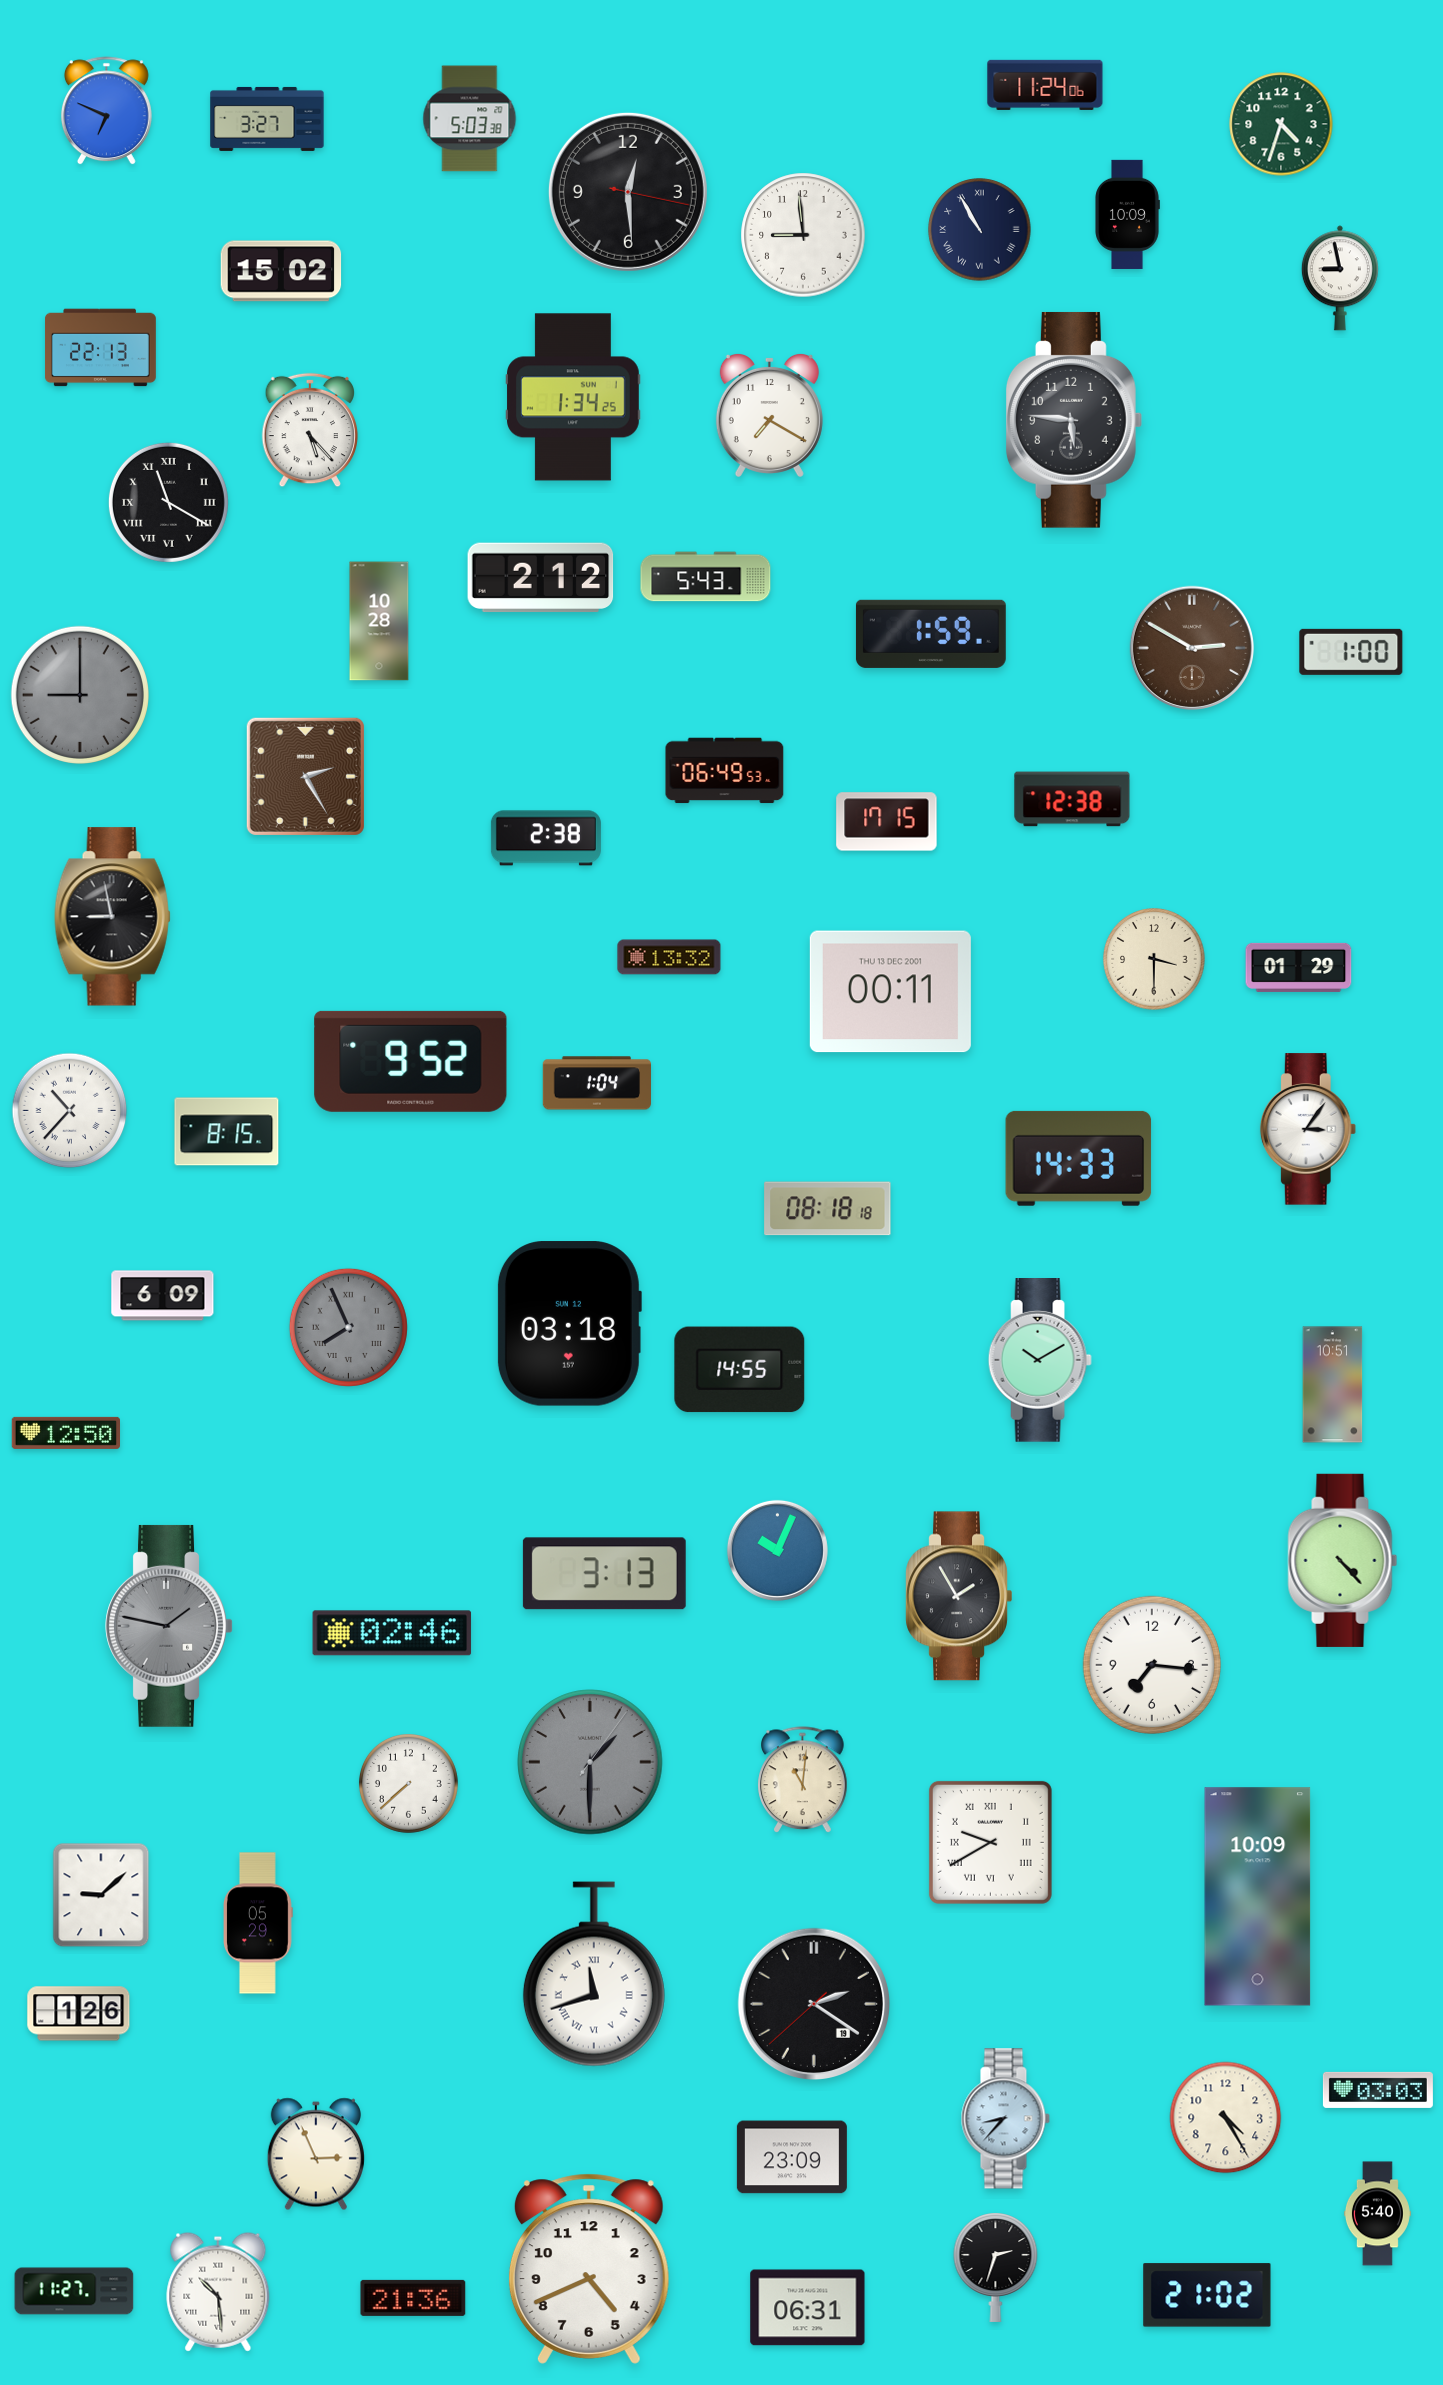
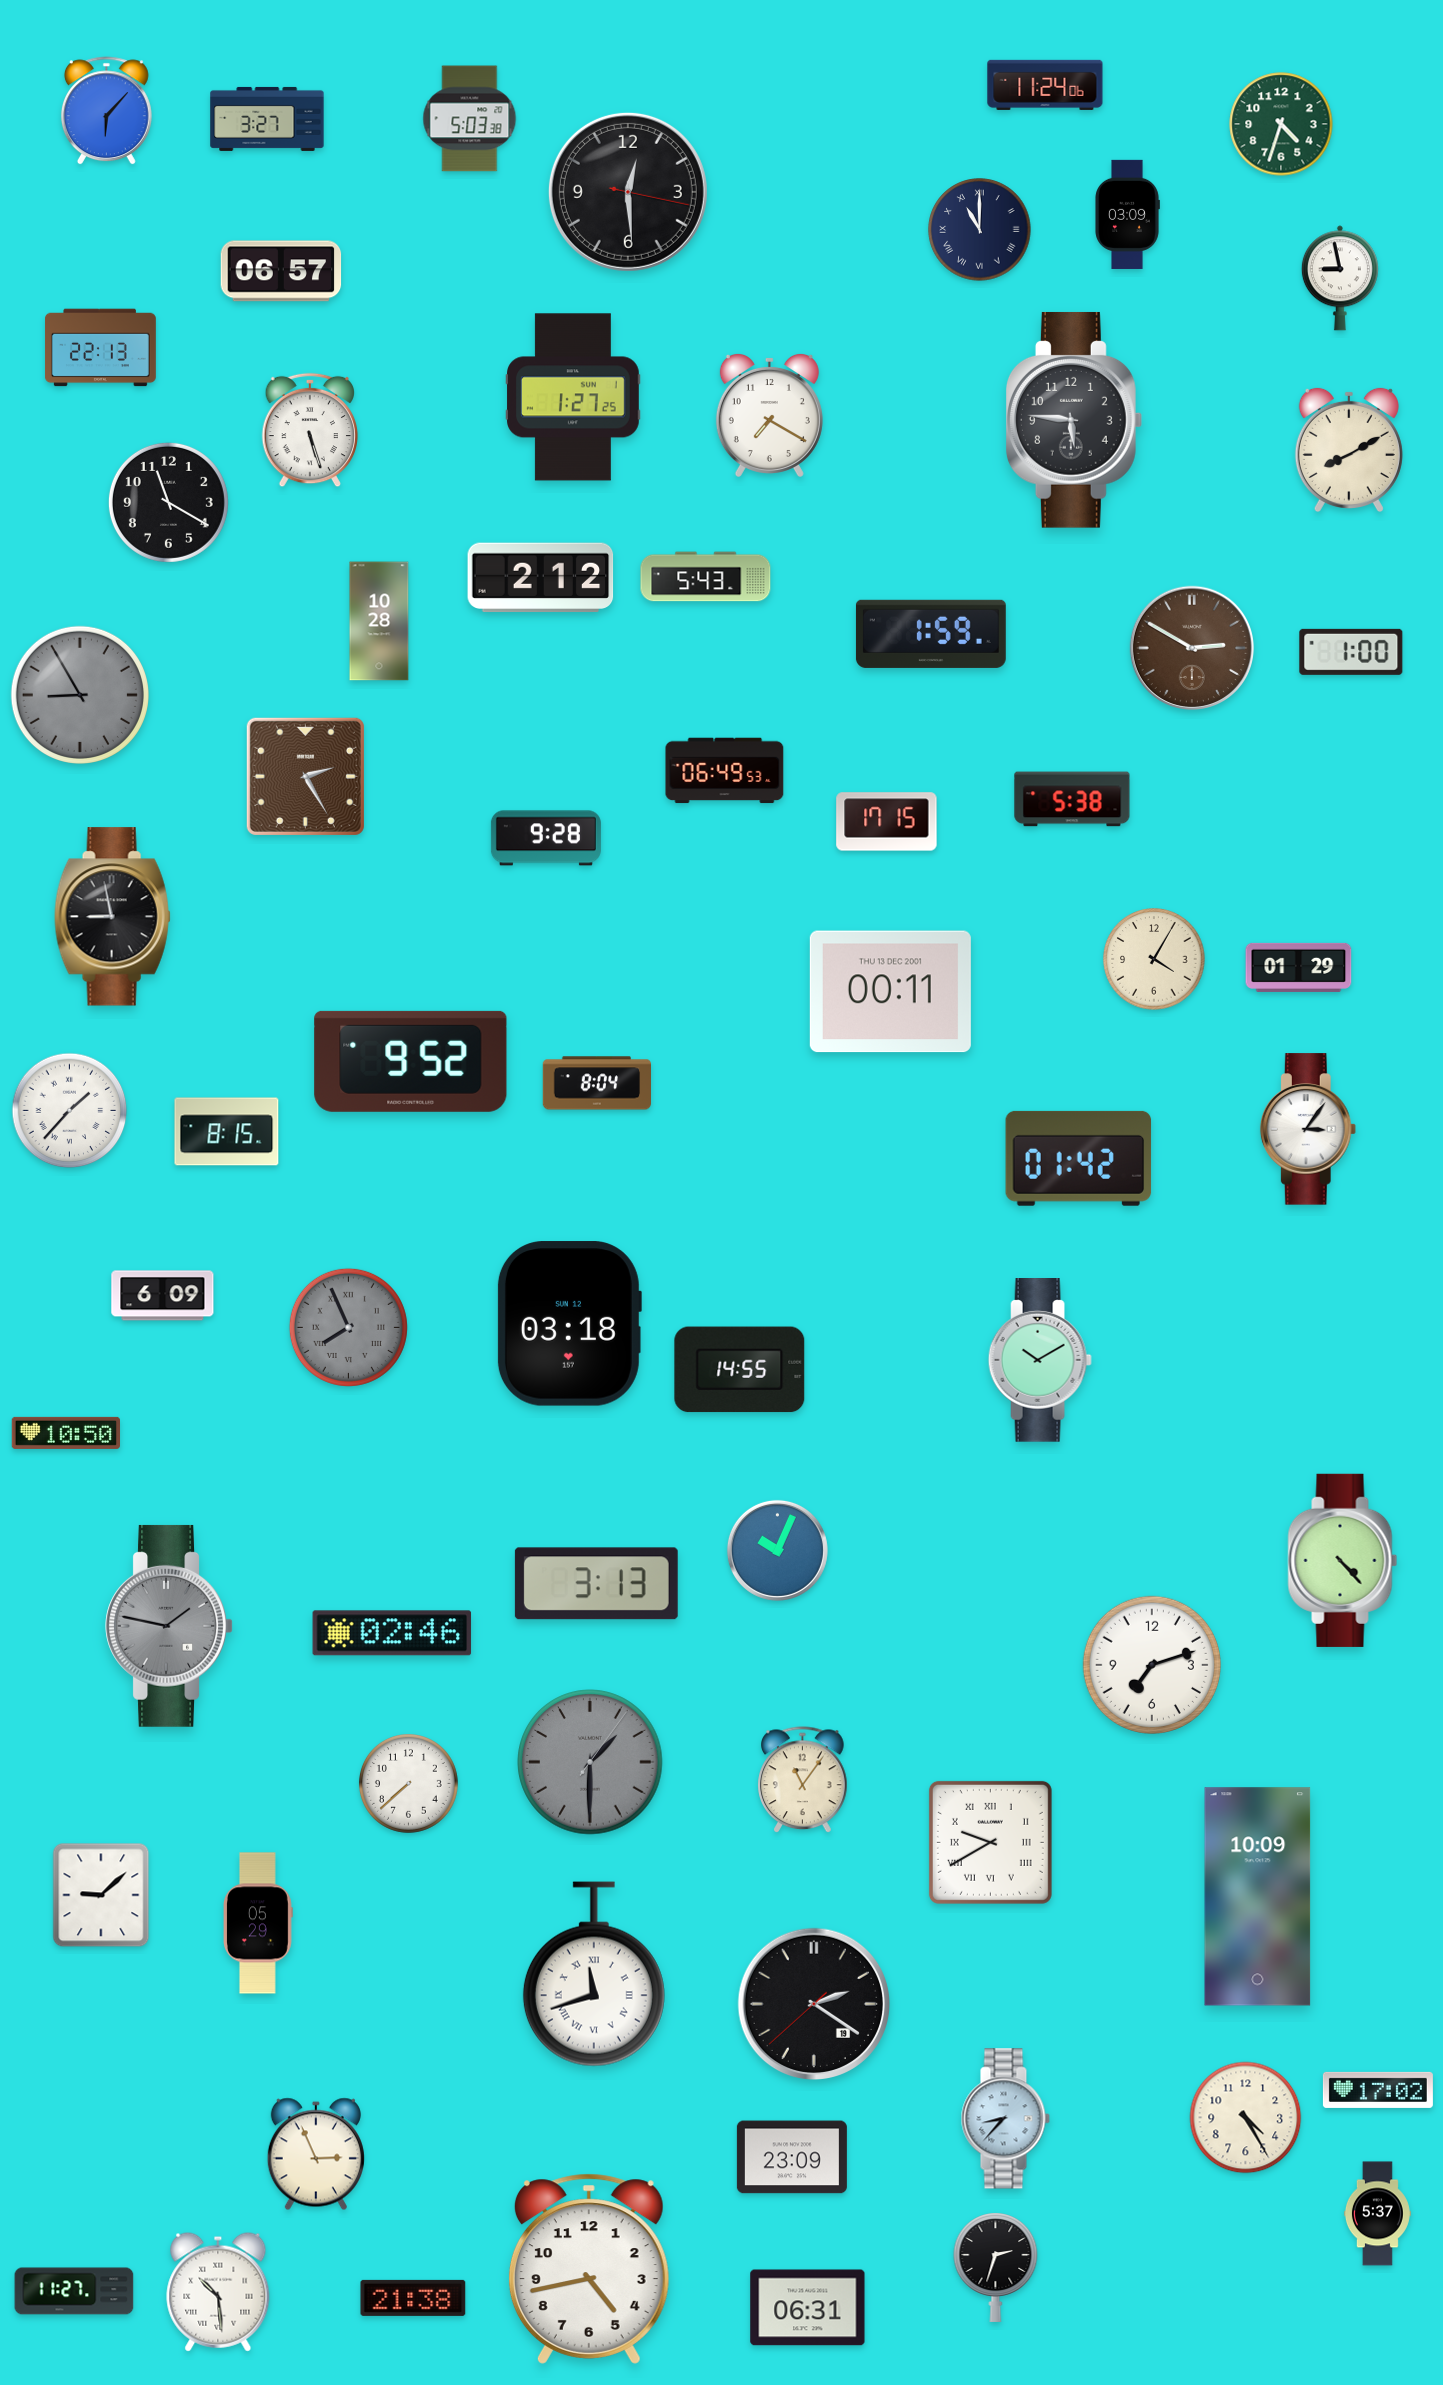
clock at (106, 111): 6:49 -> 6:07
clock at (1127, 214): 10:09 -> 03:09
clock at (980, 230): 10:55 -> 11:00
clock at (803, 235): 8:59 -> none
clock at (281, 271): 15:02 -> 06:57
clock at (574, 397): 1:34 -> 1:27
clock at (310, 430): 5:23 -> 5:27
clock at (1349, 449): none -> 8:10
clock at (168, 502) numerals: Roman -> Arabic
clock at (80, 695): 9:00 -> 8:55
clock at (1072, 799): 12:38 -> 5:38
clock at (546, 838): 2:38 -> 9:28
clock at (669, 957): 13:32 -> none
clock at (1154, 959): 3:30 -> 4:05
clock at (596, 1083): 1:04 -> 8:04
clock at (70, 1111): 10:37 -> 1:37
clock at (1079, 1158): 14:33 -> 01:42
clock at (828, 1209): 08:18 -> none
clock at (1333, 1385): 10:51 -> none
clock at (65, 1433): 12:50 -> 10:50
clock at (604, 1574) position: (604, 1574) -> (596, 1584)
clock at (959, 1596): 1:55 -> none
clock at (1152, 1665): 7:16 -> 7:12
clock at (803, 1780): 11:01 -> 11:06
clock at (79, 2014): 1:26 -> none
clock at (1378, 2090): 03:03 -> 17:02
clock at (1226, 2118) position: (1226, 2118) -> (1246, 2118)
clock at (1377, 2214): 5:40 -> 5:37
clock at (589, 2269): 4:41 -> 4:43
clock at (1207, 2295): 21:02 -> none
clock at (413, 2298): 21:36 -> 21:38
